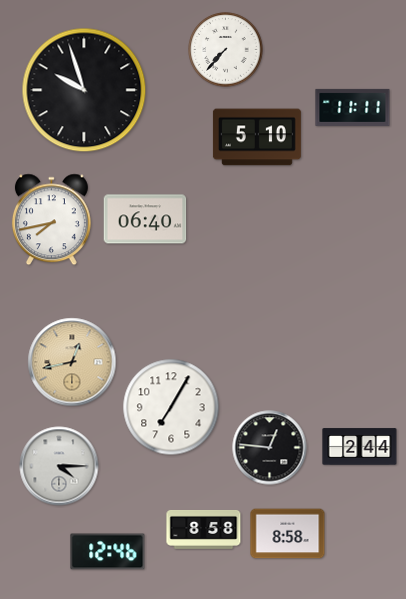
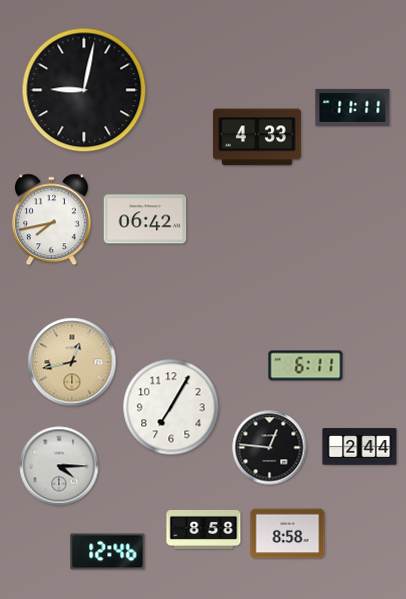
clock at (226, 50): 7:37 -> none
clock at (84, 90): 9:57 -> 9:02
clock at (257, 137): 5:10 -> 4:33
clock at (145, 219): 06:40 -> 06:42
clock at (306, 366): none -> 6:11
